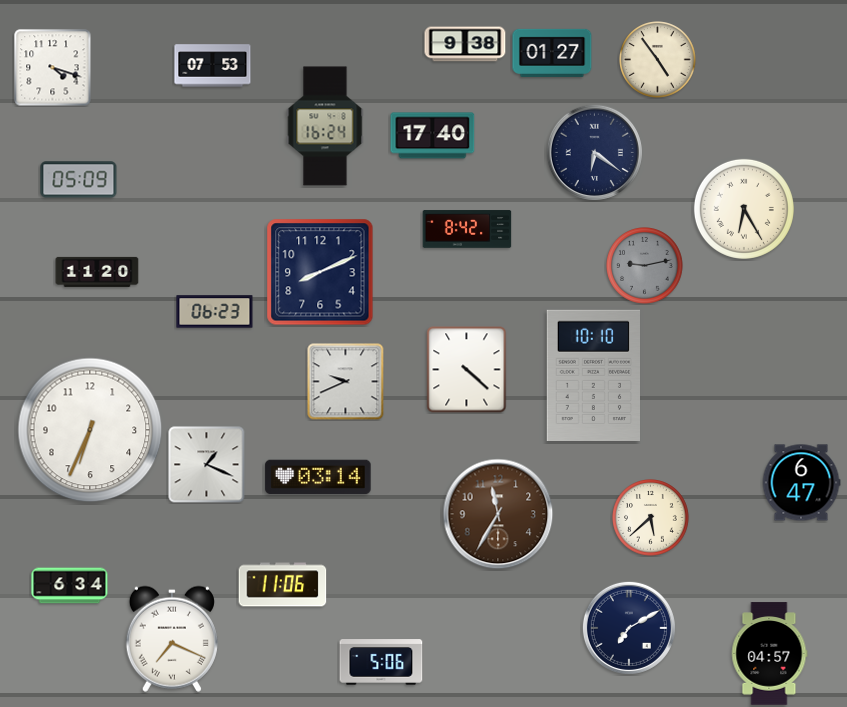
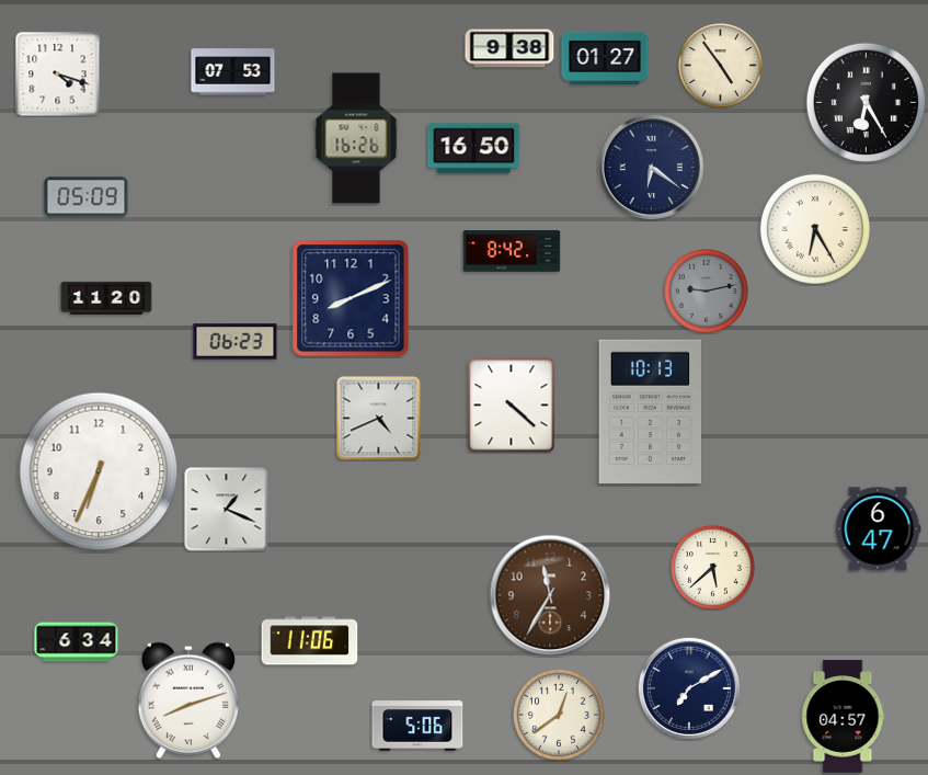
clock at (866, 102): none -> 6:25
clock at (325, 126): 16:24 -> 16:26
clock at (433, 136): 17:40 -> 16:50
clock at (593, 375): 10:10 -> 10:13
clock at (346, 382): 9:41 -> 4:41
clock at (318, 477): 03:14 -> none
clock at (498, 514) position: (498, 514) -> (550, 595)
clock at (172, 639): 7:19 -> 8:12
clock at (559, 715): none -> 12:39
